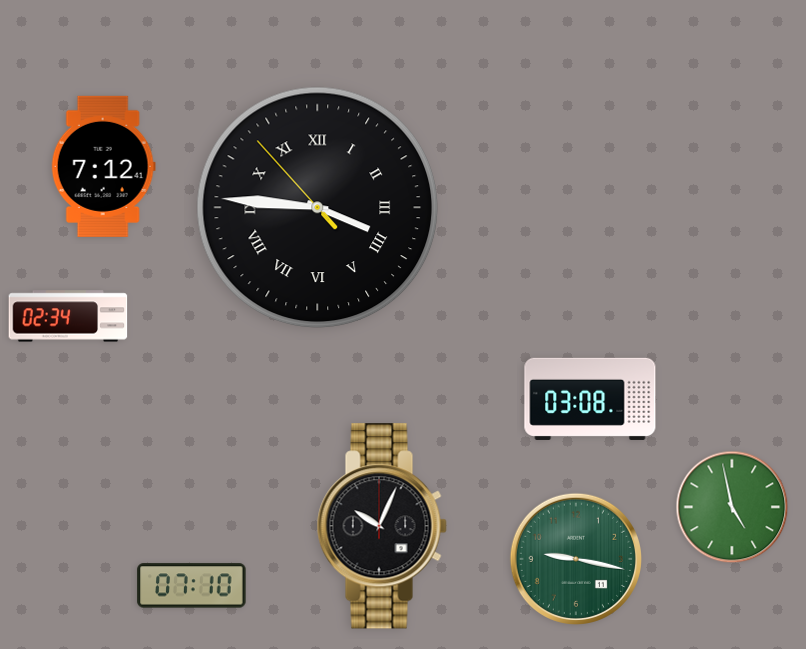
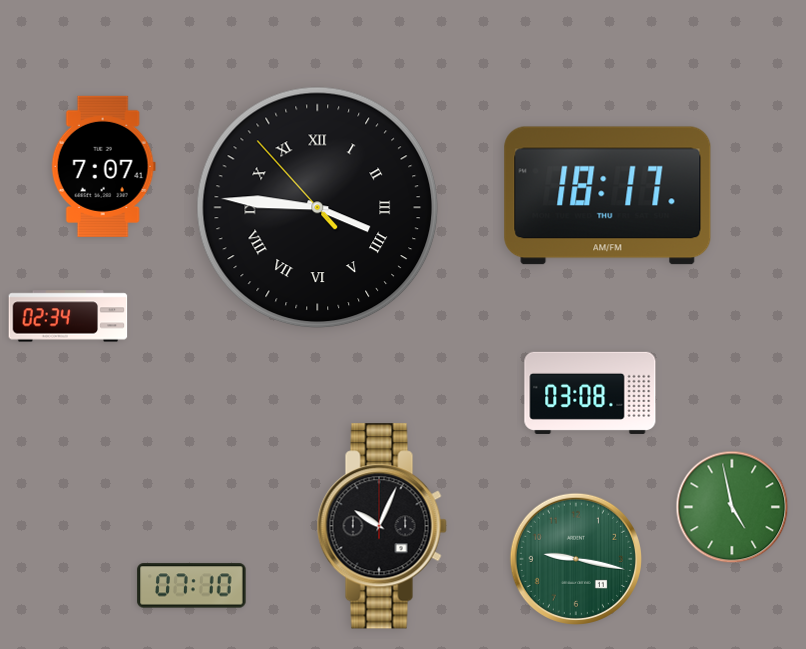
clock at (103, 166): 7:12 -> 7:07
clock at (608, 196): none -> 18:17
clock at (590, 399) position: (590, 399) -> (590, 393)
